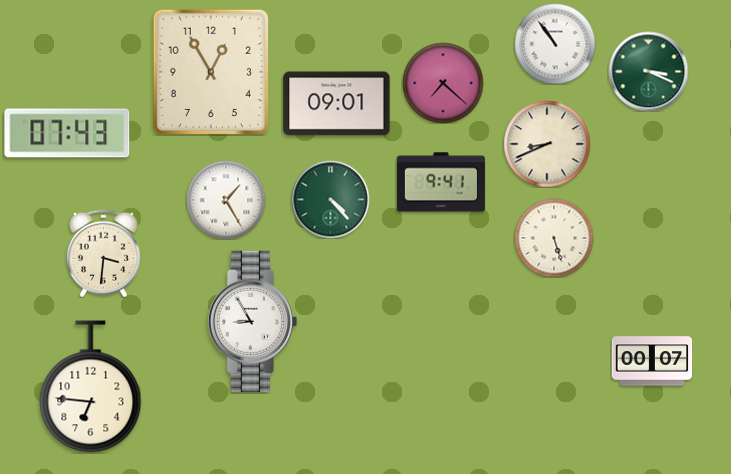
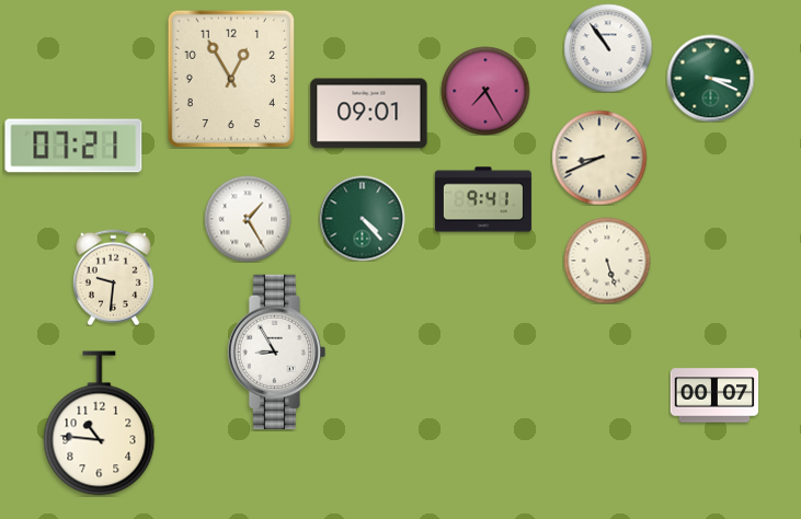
clock at (443, 83): 7:22 -> 7:25
clock at (67, 133): 07:43 -> 07:21
clock at (103, 253): 3:31 -> 9:31
clock at (91, 387): 6:46 -> 10:46
